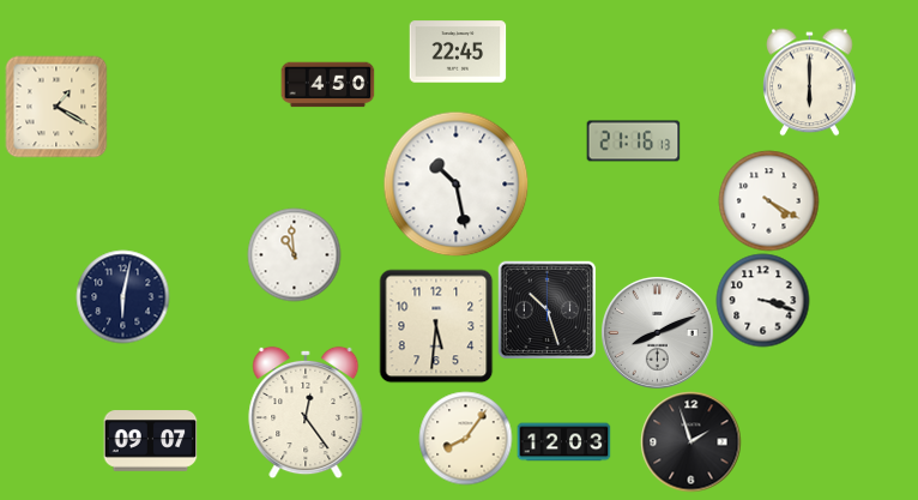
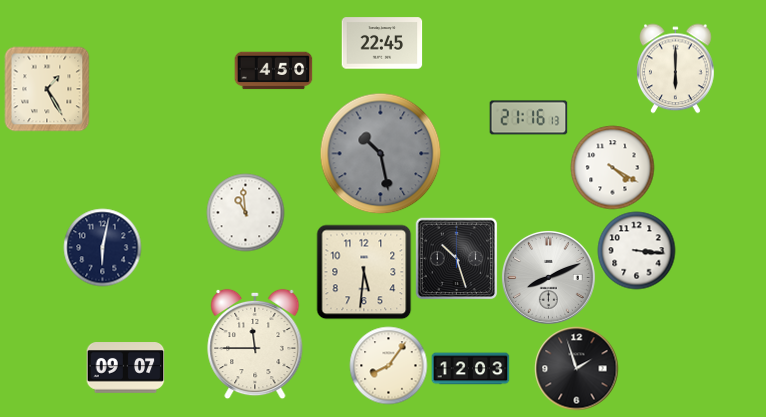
clock at (56, 107): 1:20 -> 1:25
clock at (455, 183) dial: white -> grey
clock at (768, 200) position: (768, 200) -> (612, 167)
clock at (762, 300): 3:18 -> 3:16
clock at (306, 412): 12:24 -> 11:45
